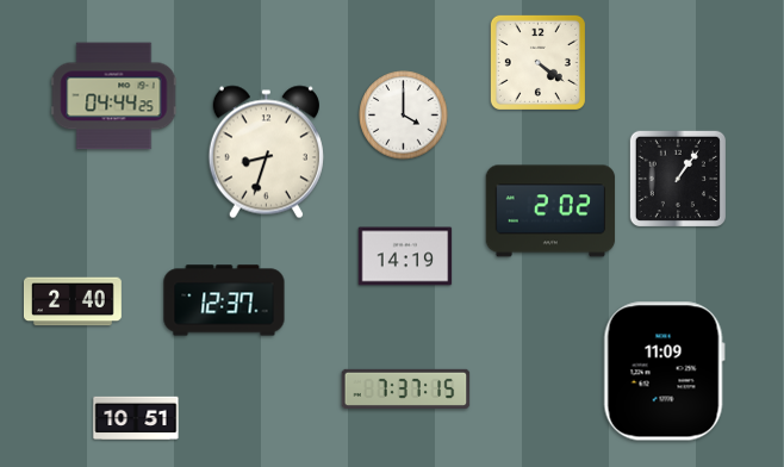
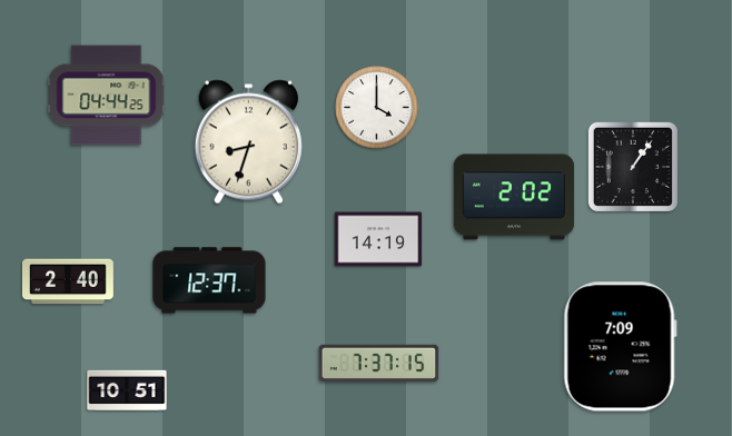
clock at (537, 62): 4:21 -> none
clock at (114, 96) position: (114, 96) -> (107, 96)
clock at (664, 372): 11:09 -> 7:09
